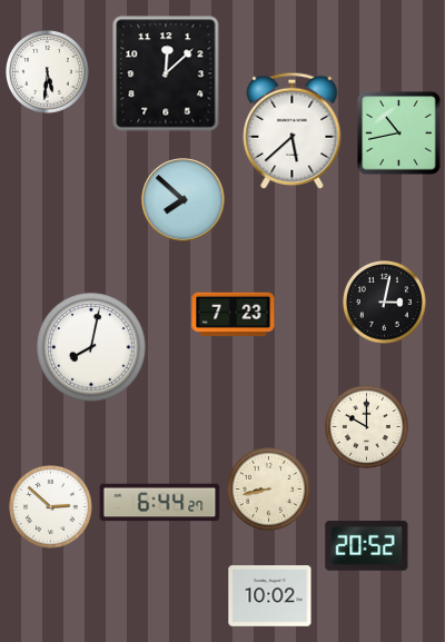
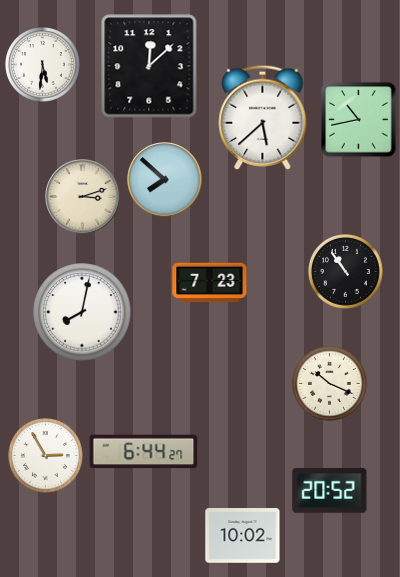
clock at (83, 197): none -> 3:12
clock at (385, 303): 3:02 -> 10:54
clock at (367, 427): 10:00 -> 10:19
clock at (269, 490): 8:43 -> none
clock at (51, 507): 2:52 -> 2:55
